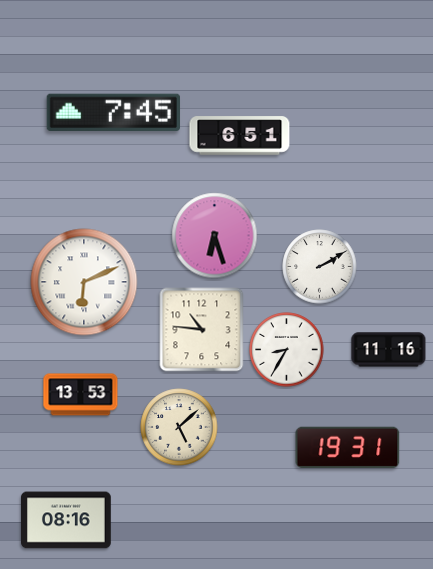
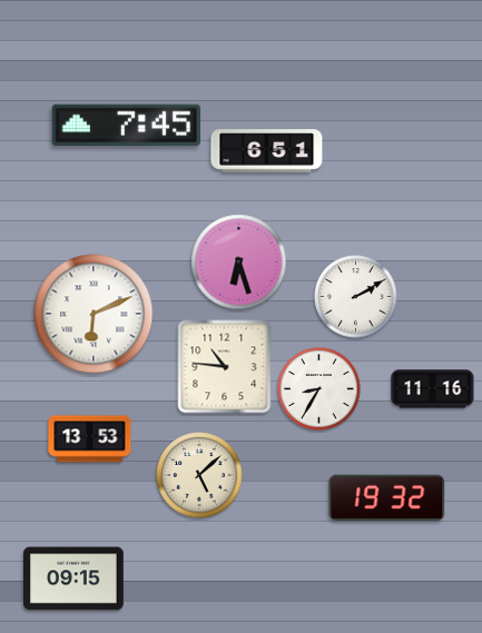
clock at (348, 447): 19:31 -> 19:32
clock at (67, 520): 08:16 -> 09:15
